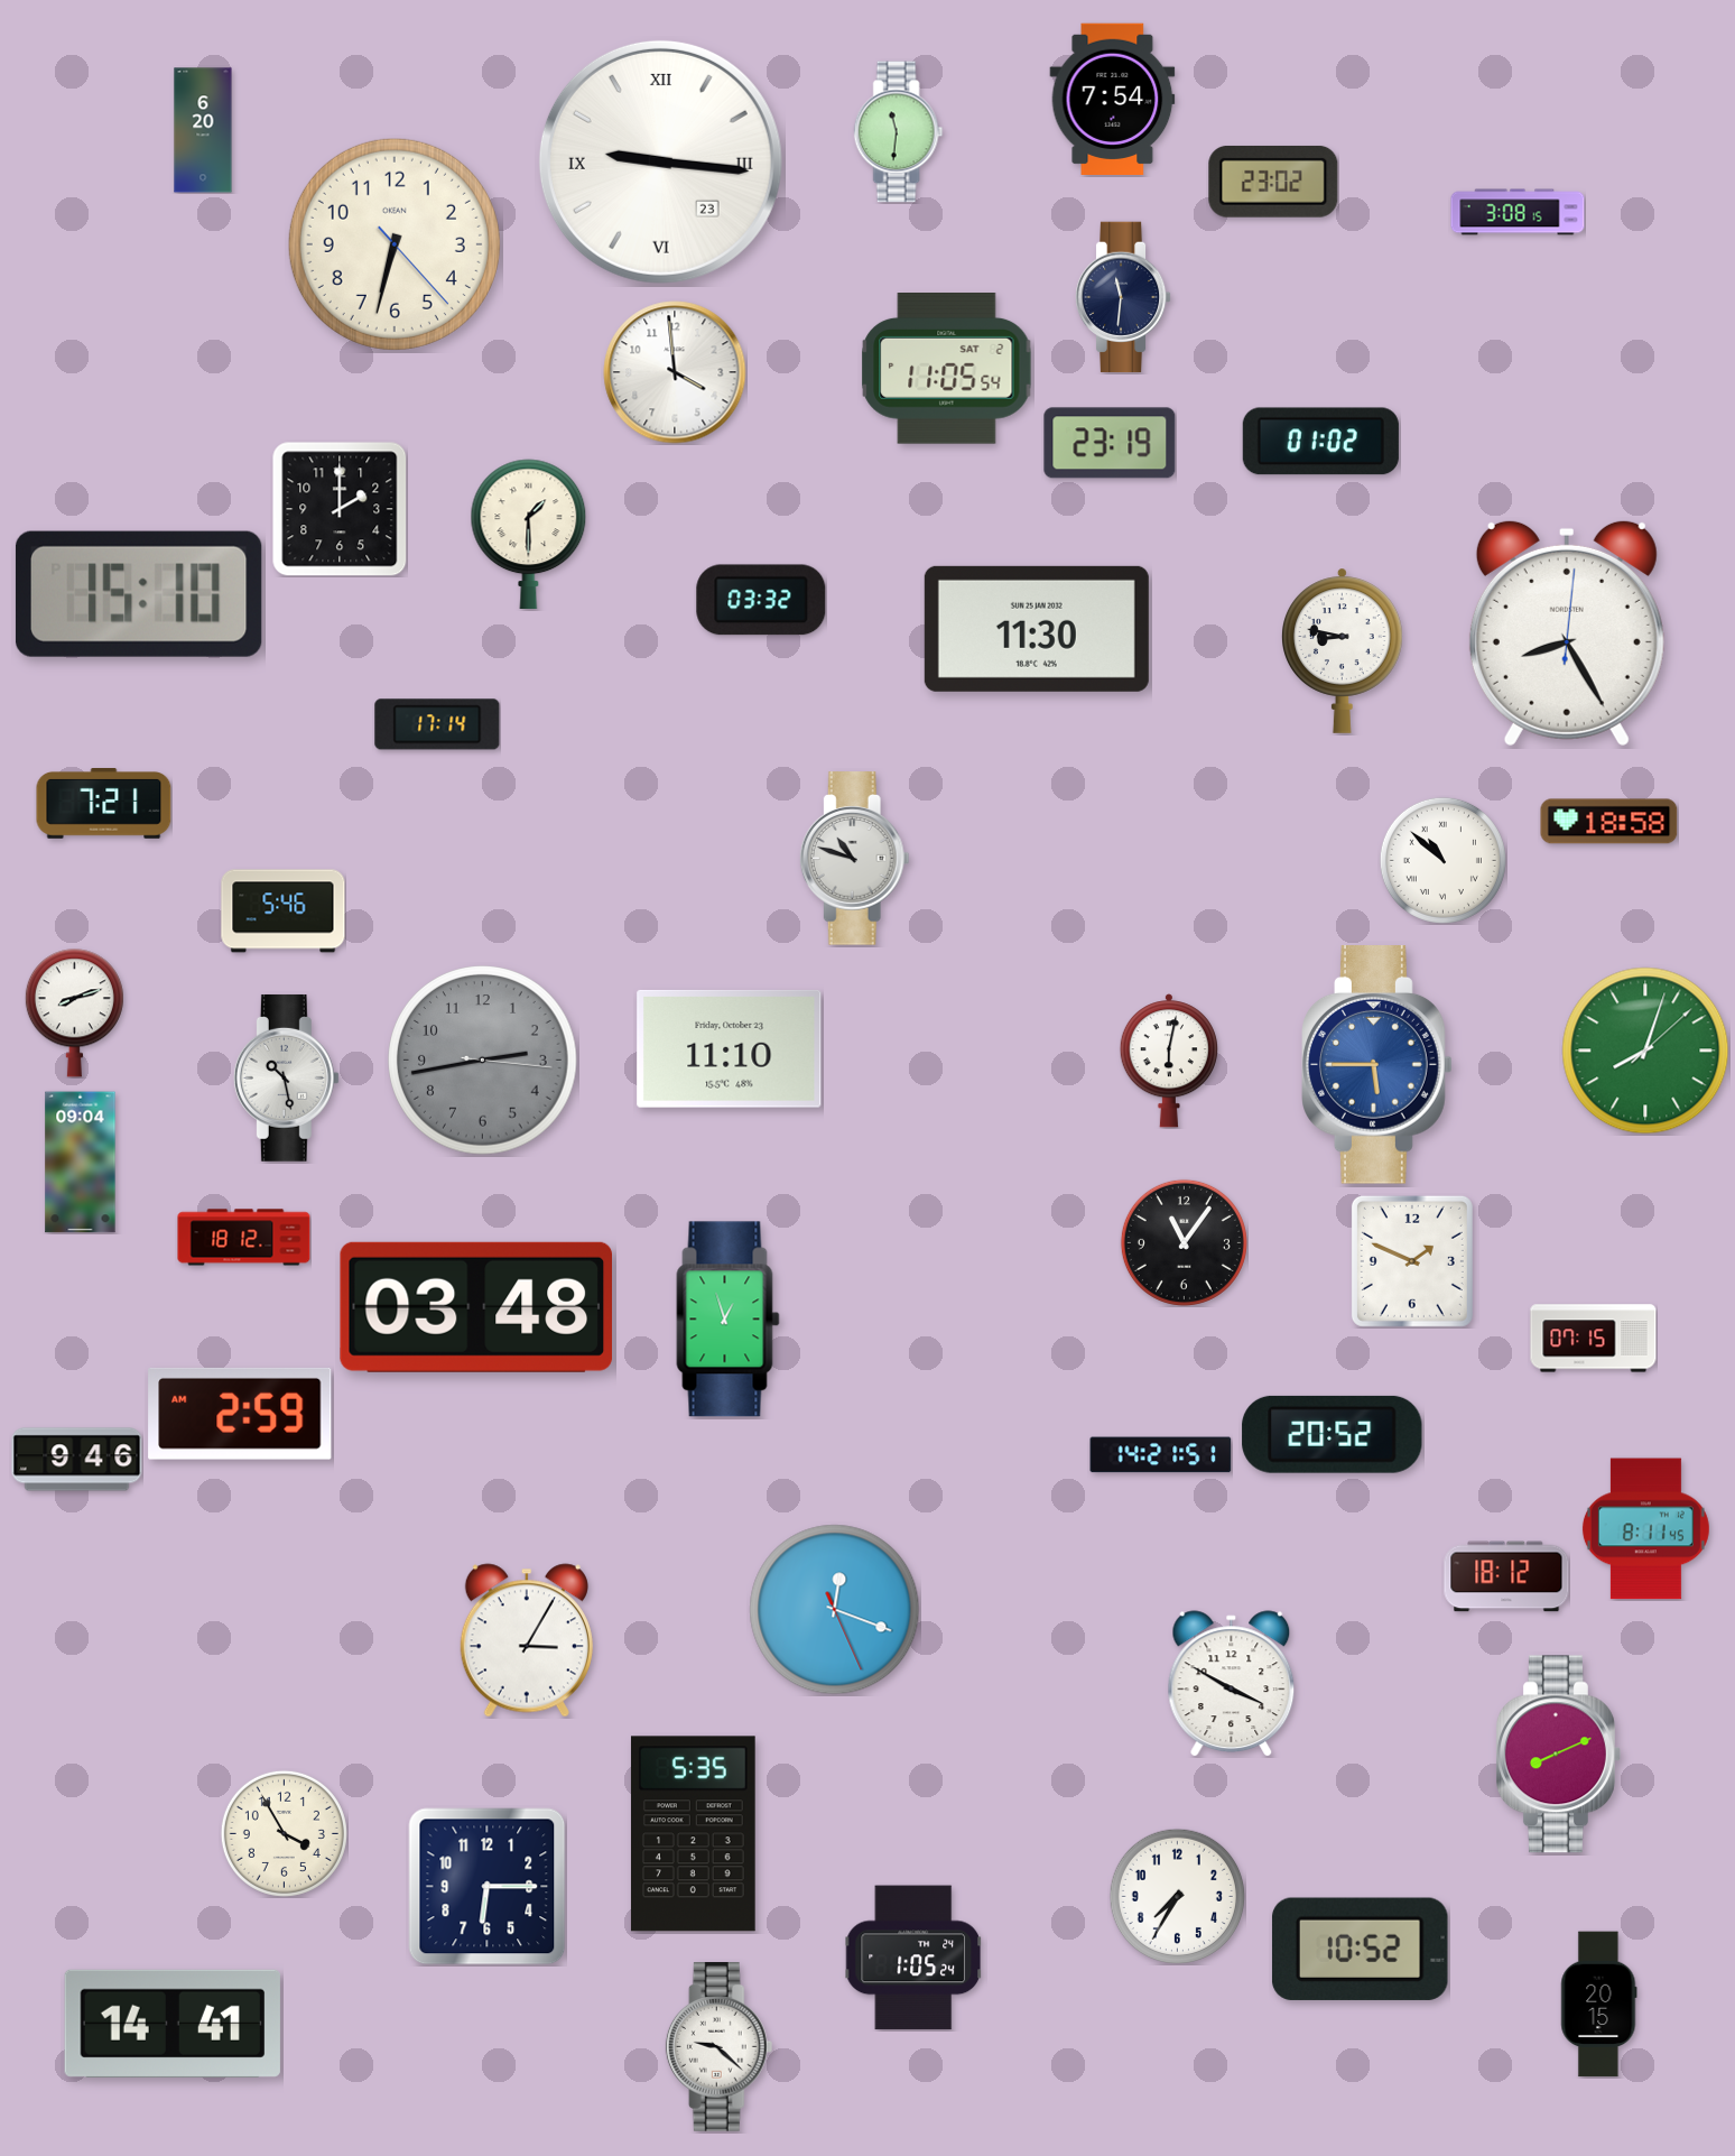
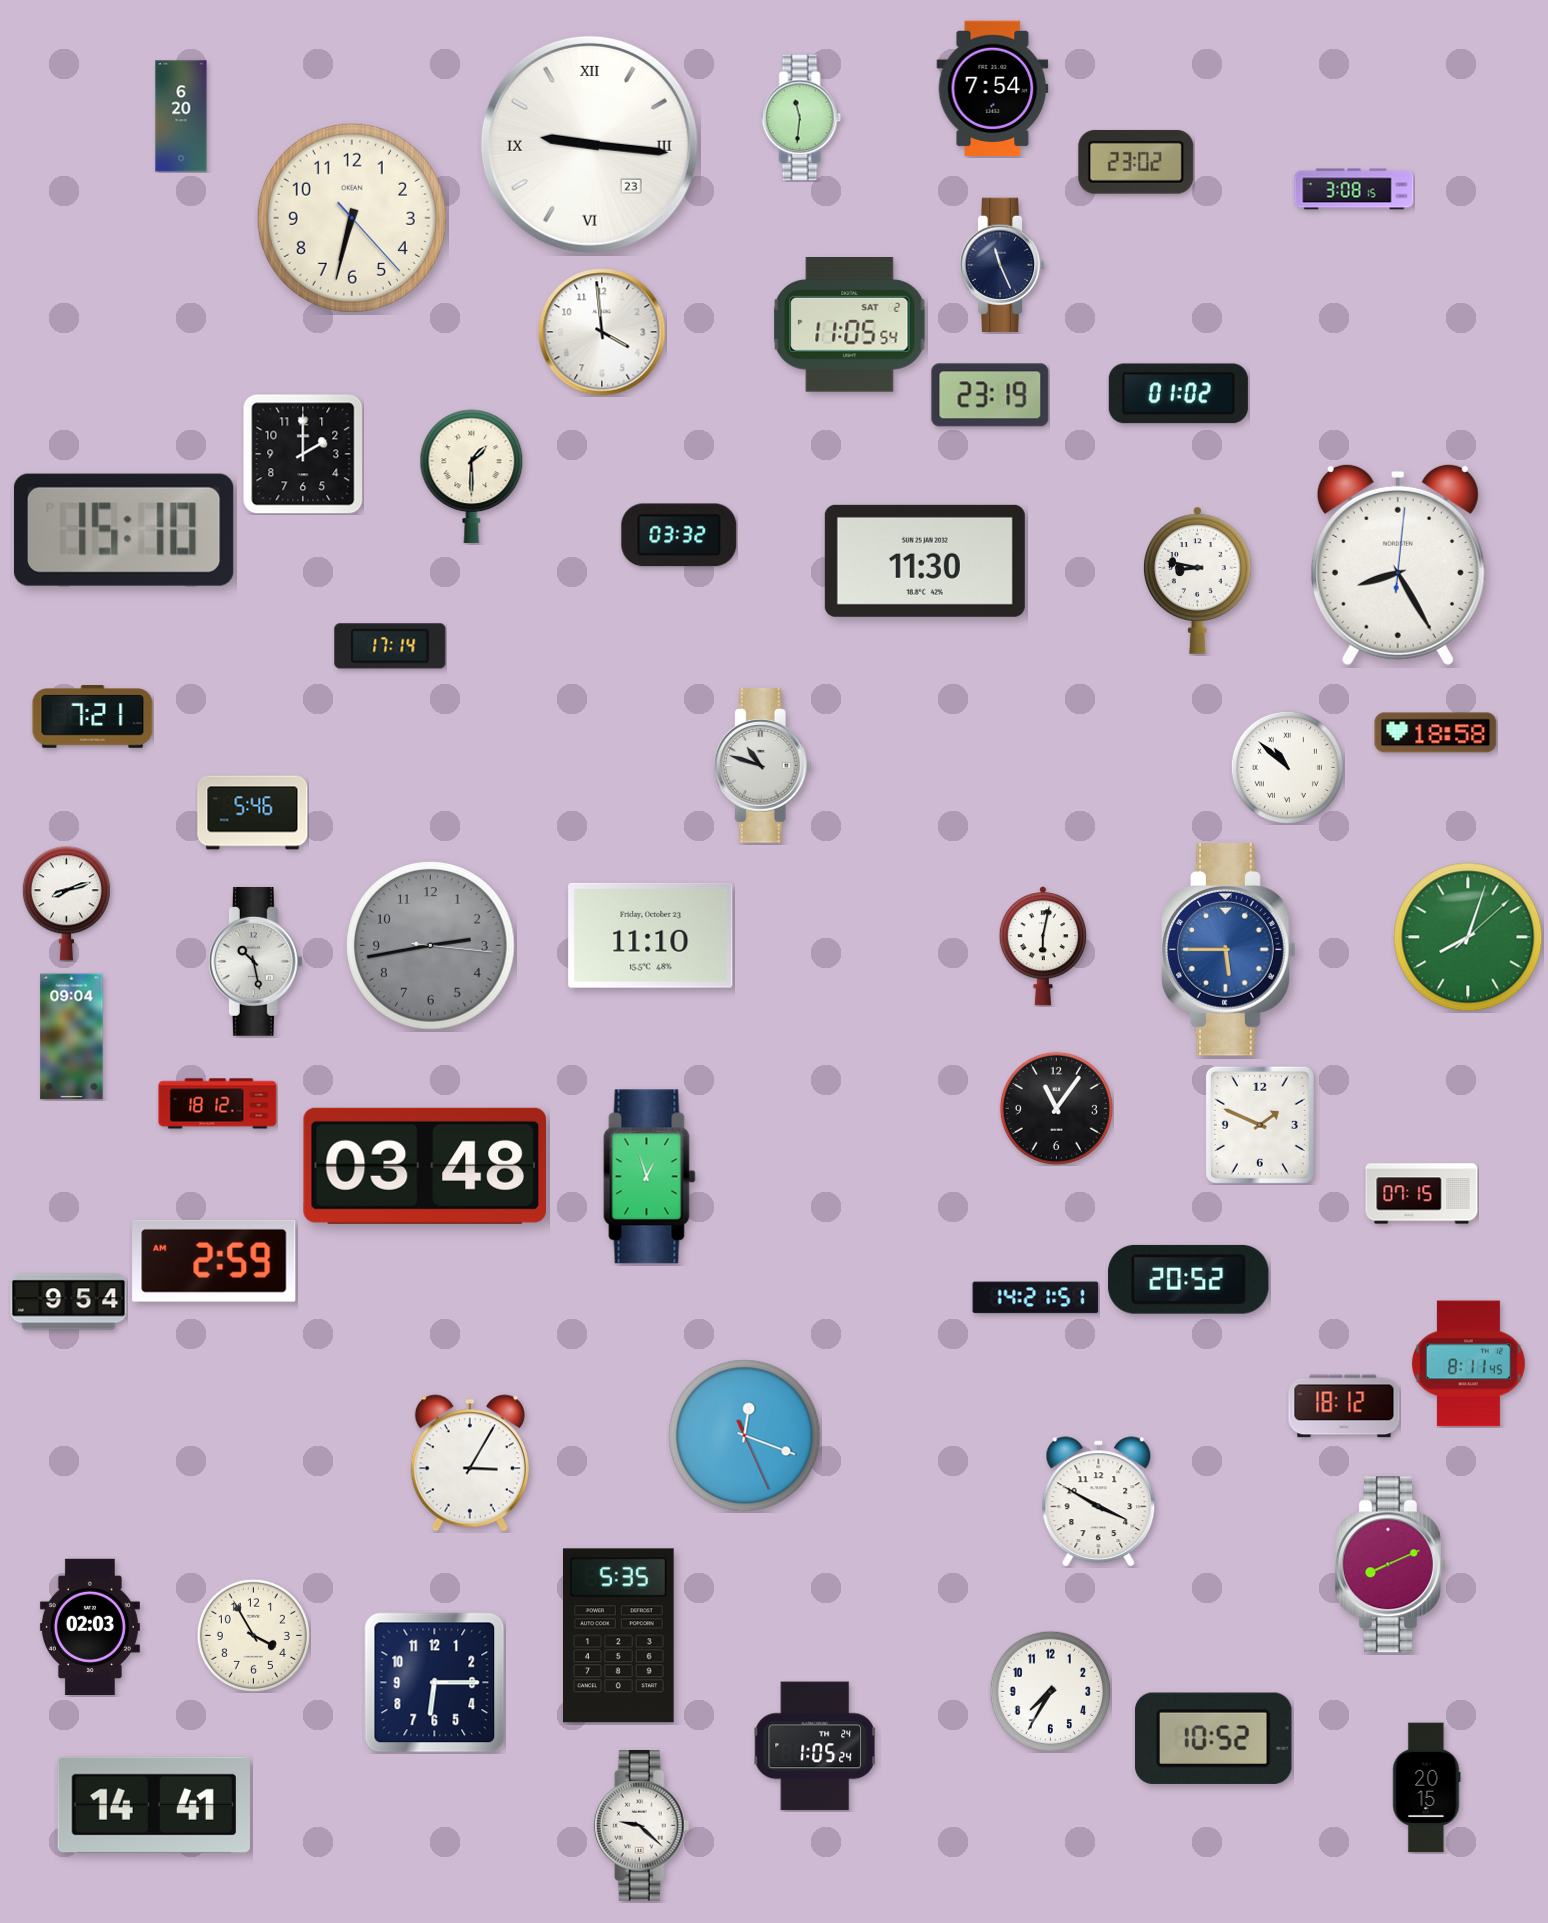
clock at (1123, 297): 11:31 -> 11:26
clock at (947, 369) position: (947, 369) -> (850, 325)
clock at (77, 1460): 9:46 -> 9:54
clock at (90, 1626): none -> 02:03
